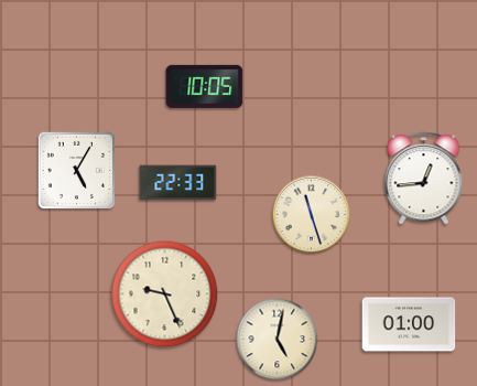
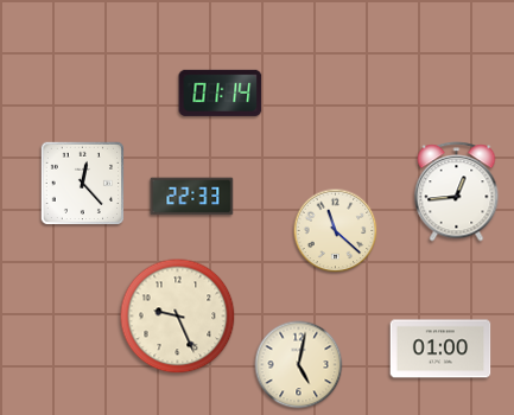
clock at (205, 86): 10:05 -> 01:14
clock at (76, 170): 5:05 -> 12:23
clock at (312, 215): 11:27 -> 11:22
